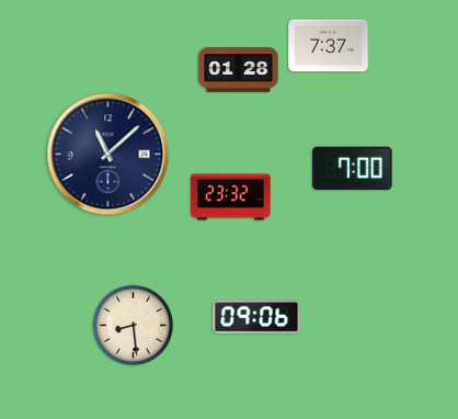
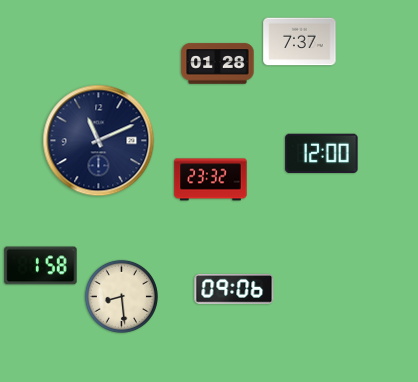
clock at (108, 155): 11:08 -> 11:11
clock at (353, 169): 7:00 -> 12:00
clock at (41, 266): none -> 1:58
